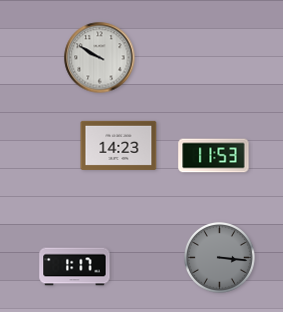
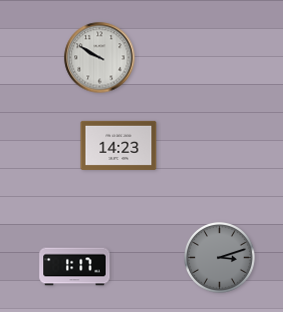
clock at (214, 156): 11:53 -> none
clock at (220, 258): 3:16 -> 3:12
